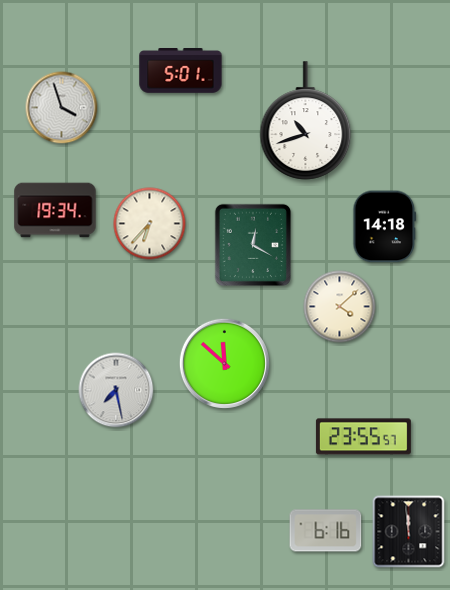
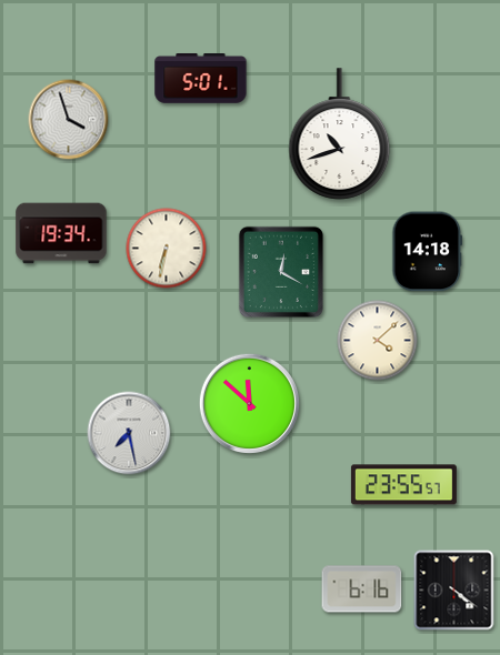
clock at (150, 224): 6:37 -> 6:32
clock at (409, 532): 11:59 -> 4:21
